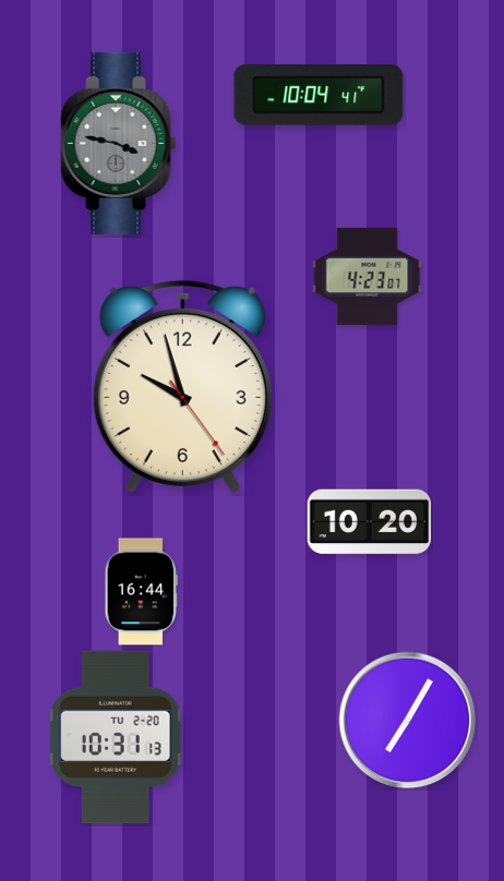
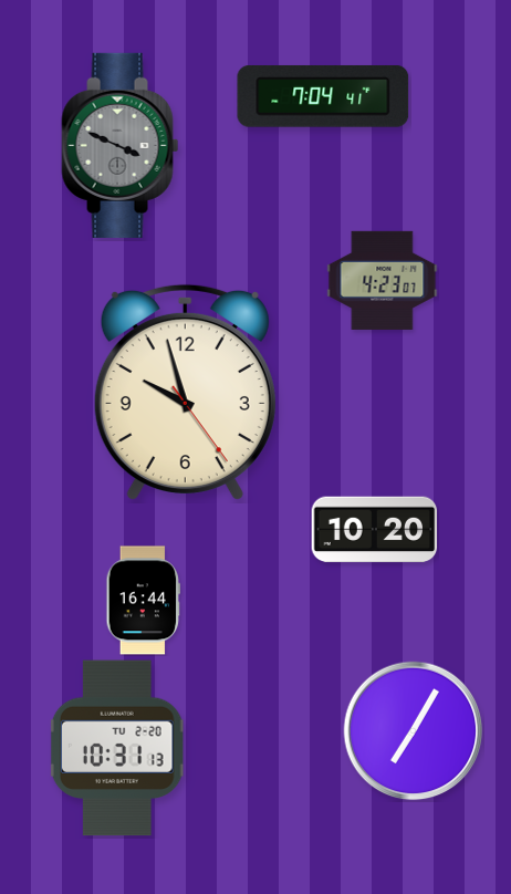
clock at (319, 95): 10:04 -> 7:04
clock at (119, 143): 3:47 -> 3:49
clock at (368, 276) position: (368, 276) -> (383, 280)
